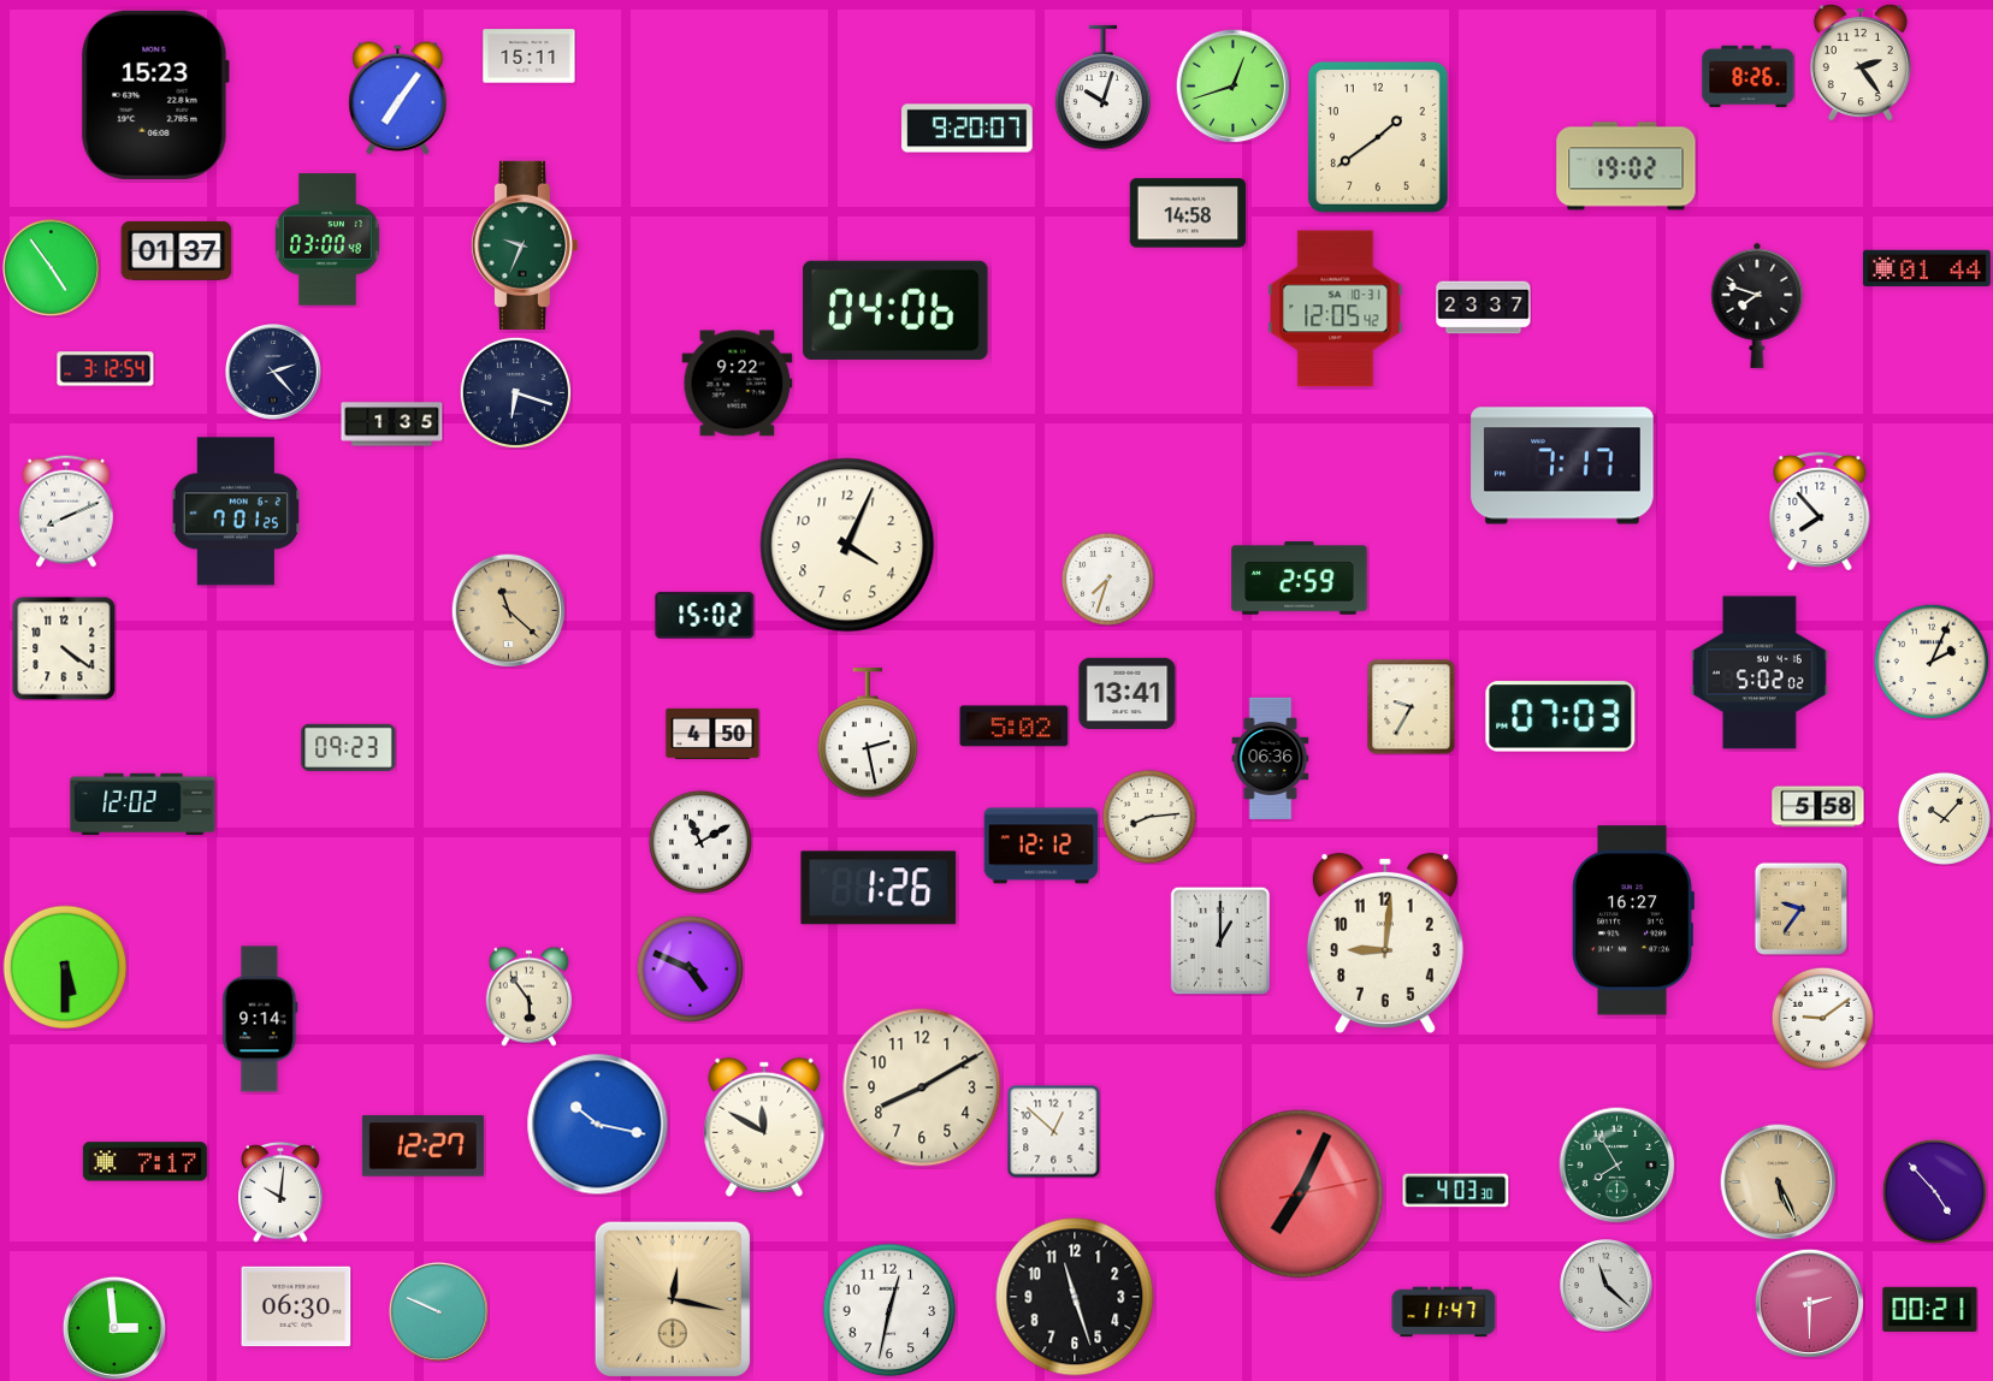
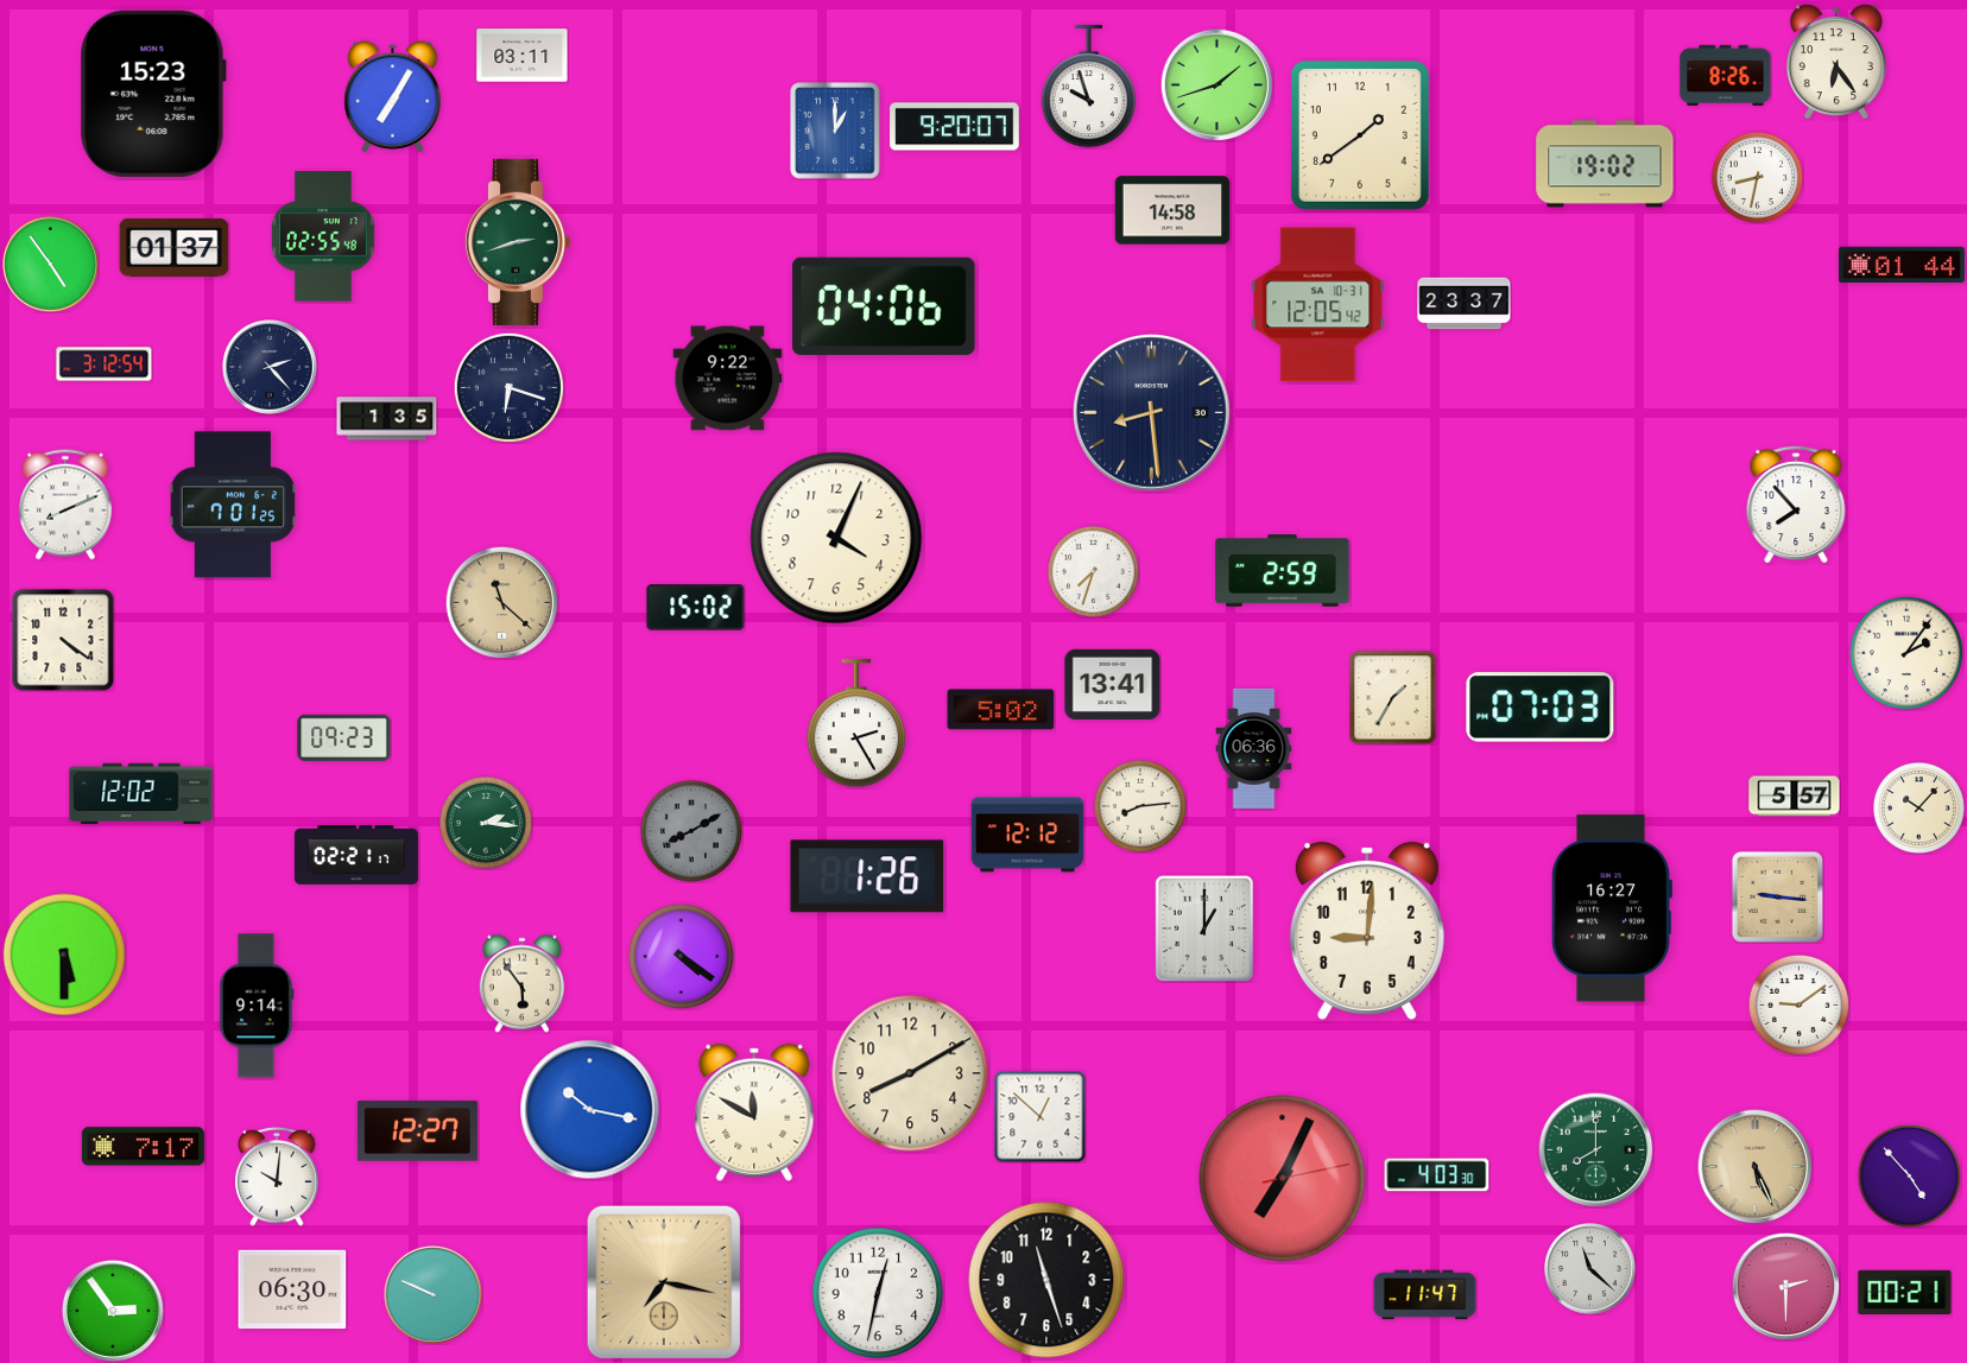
clock at (530, 57): 15:11 -> 03:11
clock at (1861, 63): 2:24 -> 6:24
clock at (1232, 85): 12:42 -> 1:42
clock at (1104, 88): 10:03 -> 9:57
clock at (398, 99): 7:06 -> 7:05
clock at (836, 131): none -> 1:00
clock at (1757, 177): none -> 8:32
clock at (327, 239): 03:00 -> 02:55
clock at (524, 245): 9:34 -> 2:42
clock at (1757, 306): 7:48 -> none
clock at (1152, 413): none -> 8:29
clock at (1562, 466): 7:17 -> none
clock at (1932, 662): 2:04 -> 2:06
clock at (1760, 672): 5:02 -> none
clock at (1412, 707): 9:35 -> 1:35
clock at (1015, 727) position: (1015, 727) -> (1001, 710)
clock at (712, 734): 4:50 -> none
clock at (868, 734): 2:28 -> 2:25
clock at (1818, 807): 5:58 -> 5:57
clock at (1149, 817) position: (1149, 817) -> (1140, 806)
clock at (486, 823): none -> 2:16
clock at (700, 842): 11:10 -> 8:10
clock at (700, 842) dial: white -> grey
clock at (356, 855): none -> 02:21
clock at (1800, 908): 9:36 -> 9:16
clock at (690, 968): 4:49 -> 4:21
clock at (1618, 1166): 7:55 -> 8:00
clock at (1607, 1286) position: (1607, 1286) -> (1590, 1269)
clock at (1075, 1297) position: (1075, 1297) -> (1046, 1280)
clock at (673, 1299): 12:17 -> 7:17
clock at (114, 1328): 2:59 -> 2:54
